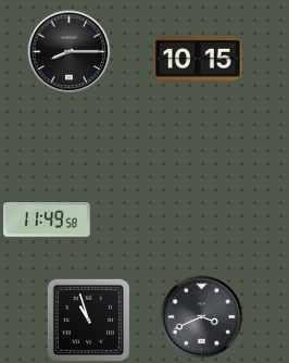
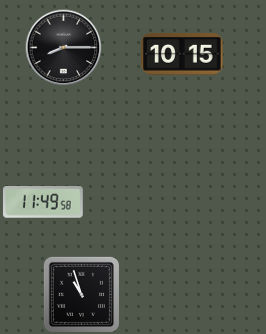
clock at (202, 317): 3:41 -> none
